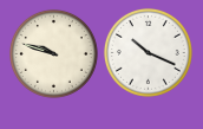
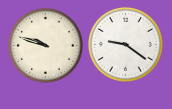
clock at (148, 52): 10:19 -> 9:21
